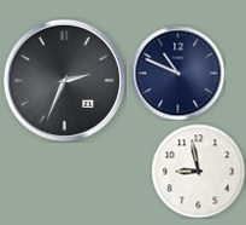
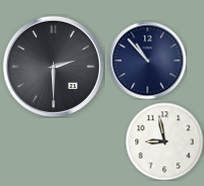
clock at (177, 73): 10:49 -> 10:53
clock at (64, 80): 2:34 -> 2:30
